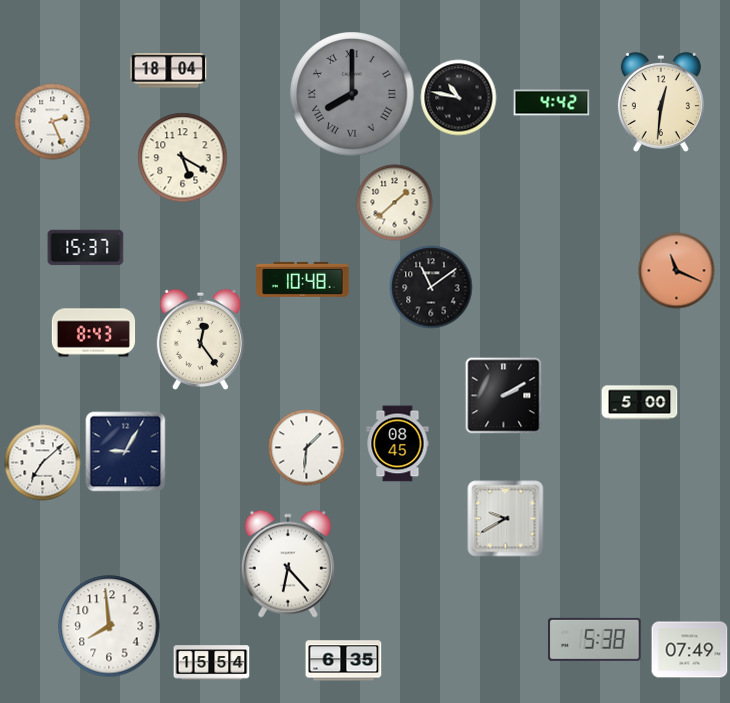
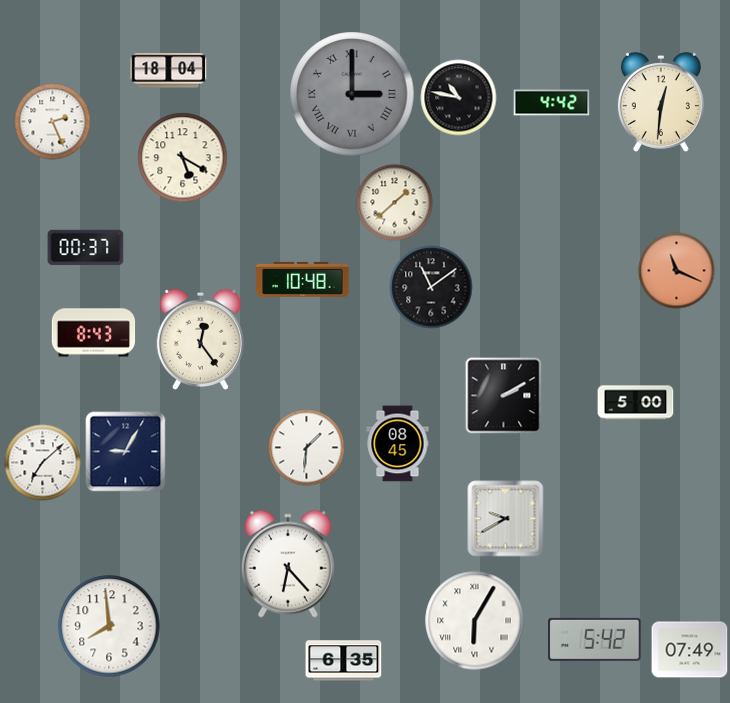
clock at (352, 94): 8:00 -> 3:00
clock at (86, 248): 15:37 -> 00:37
clock at (640, 403) position: (640, 403) -> (636, 403)
clock at (475, 621): none -> 6:05
clock at (595, 639): 5:38 -> 5:42
clock at (212, 663): 15:54 -> none
